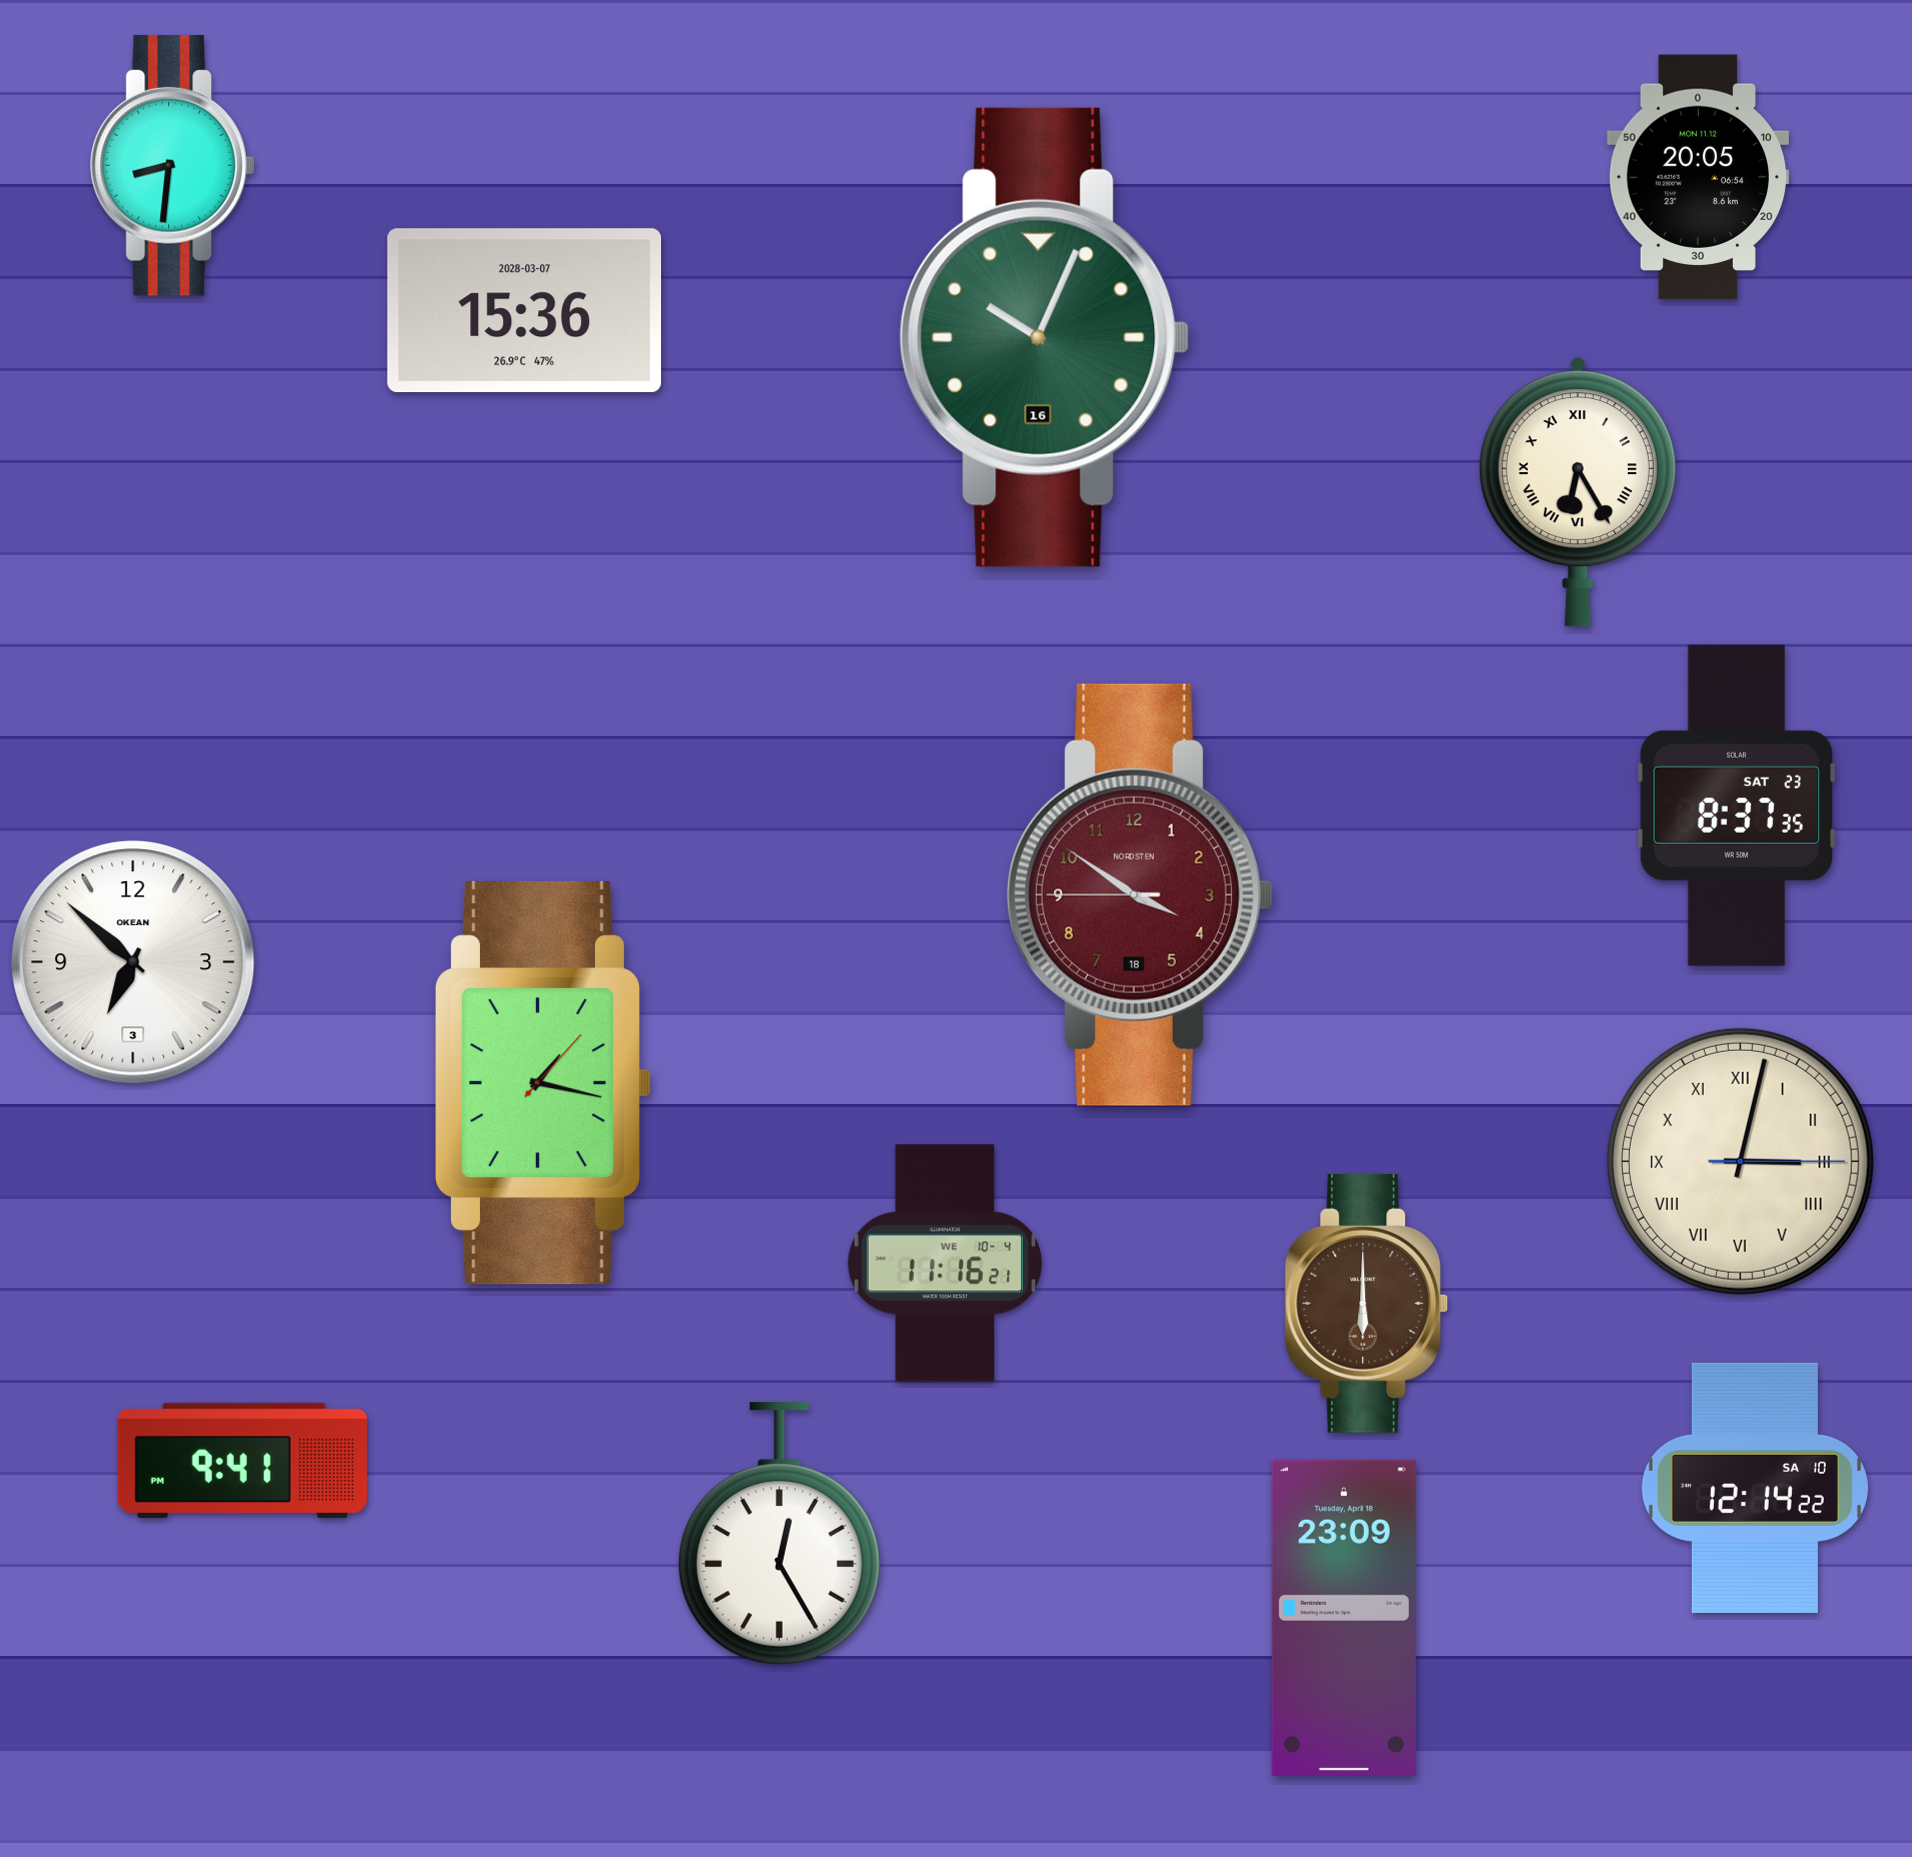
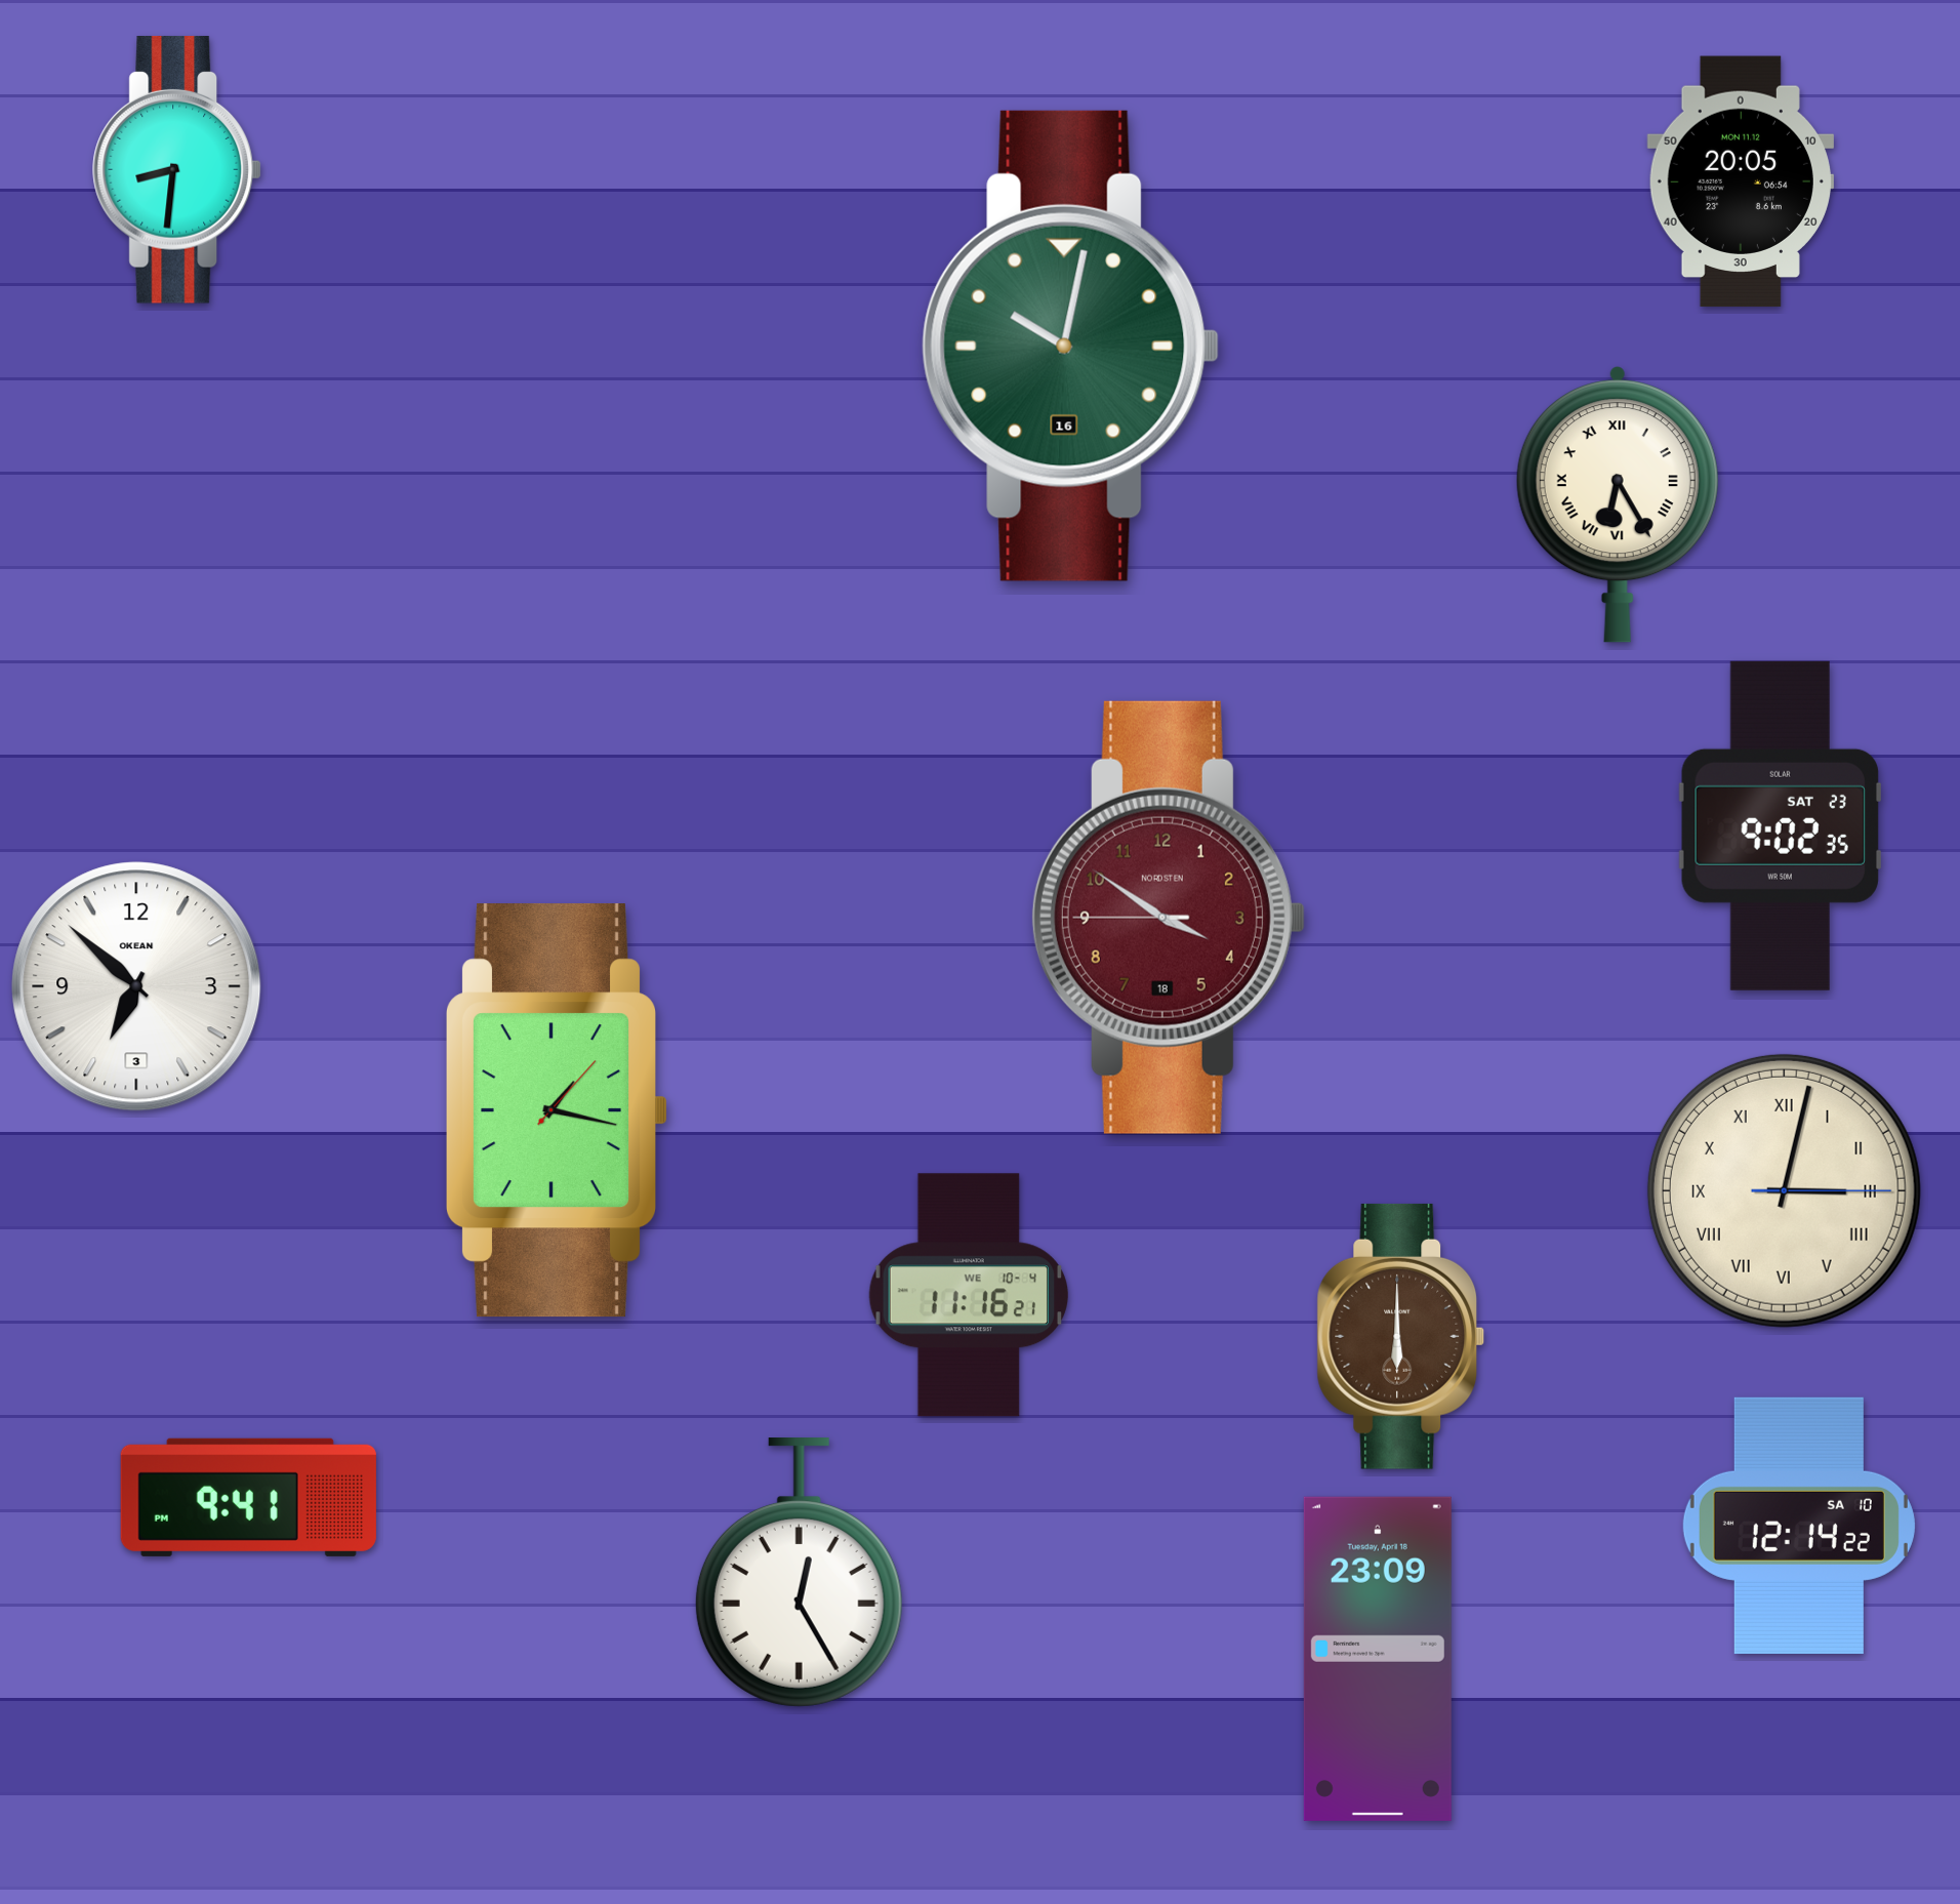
clock at (525, 311): 15:36 -> none
clock at (1045, 337): 10:04 -> 10:02
clock at (1736, 805): 8:37 -> 9:02
